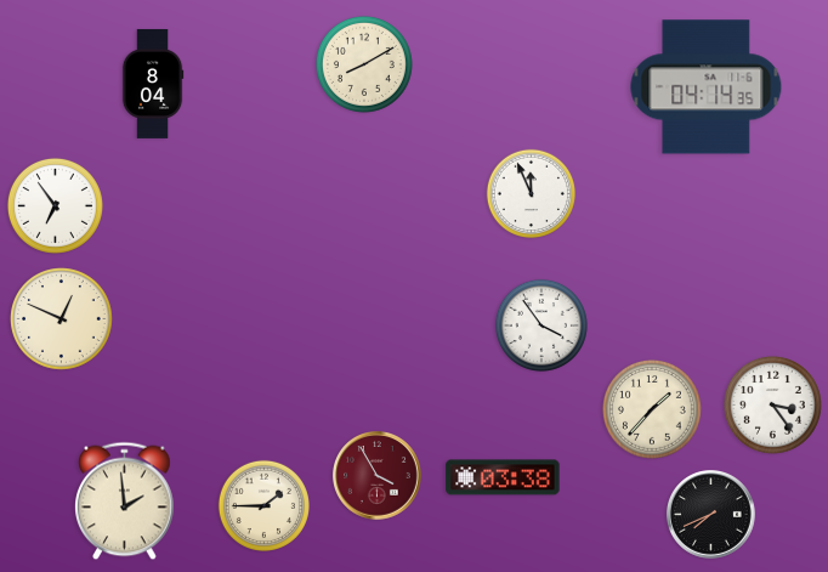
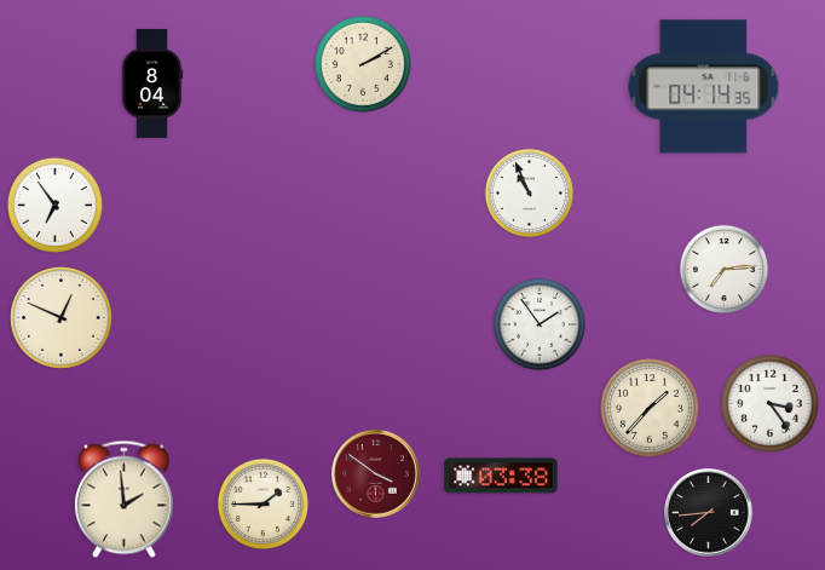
clock at (364, 64): 8:10 -> 2:10
clock at (531, 193): 11:56 -> 10:56
clock at (723, 269): none -> 7:14
clock at (541, 325): 3:54 -> 1:54
clock at (378, 476): 3:55 -> 3:51
clock at (711, 515): 7:41 -> 7:44
